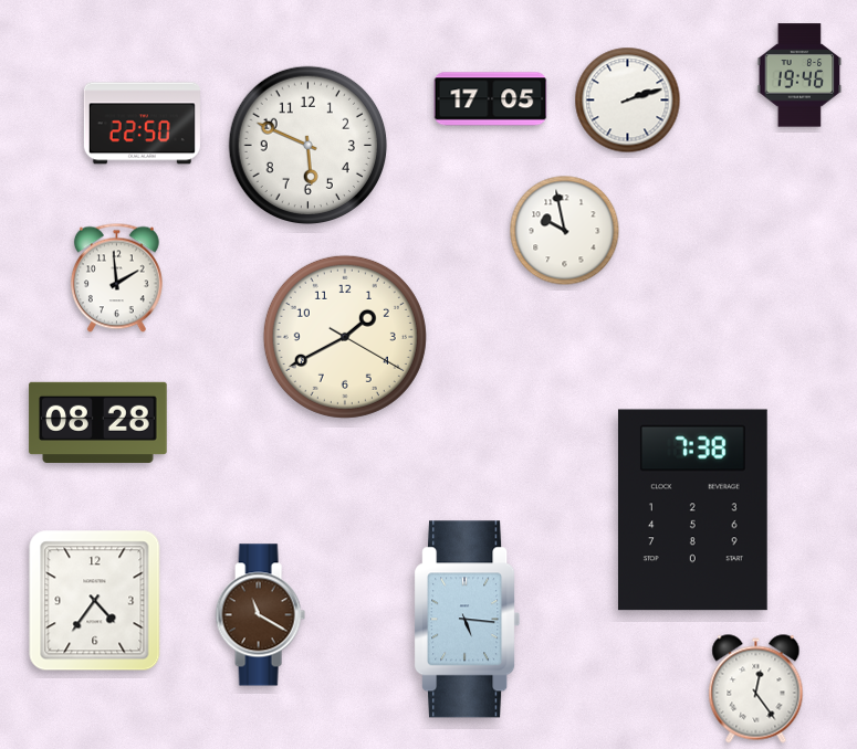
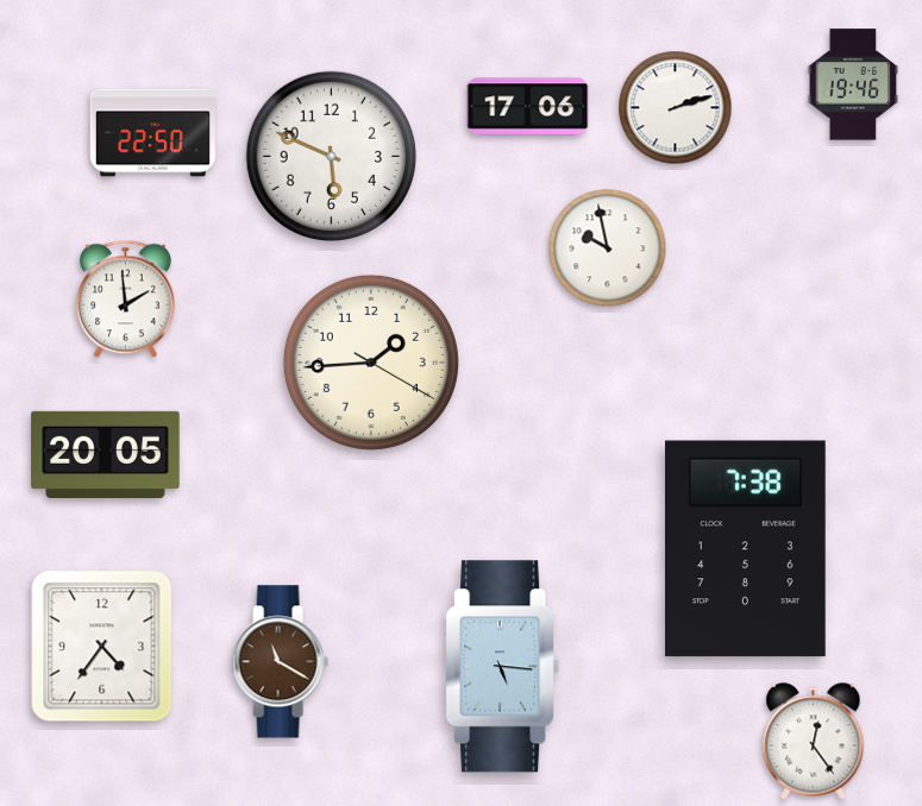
clock at (799, 75) position: (799, 75) -> (853, 84)
clock at (491, 99): 17:05 -> 17:06
clock at (345, 337): 1:40 -> 1:44
clock at (98, 422): 08:28 -> 20:05
